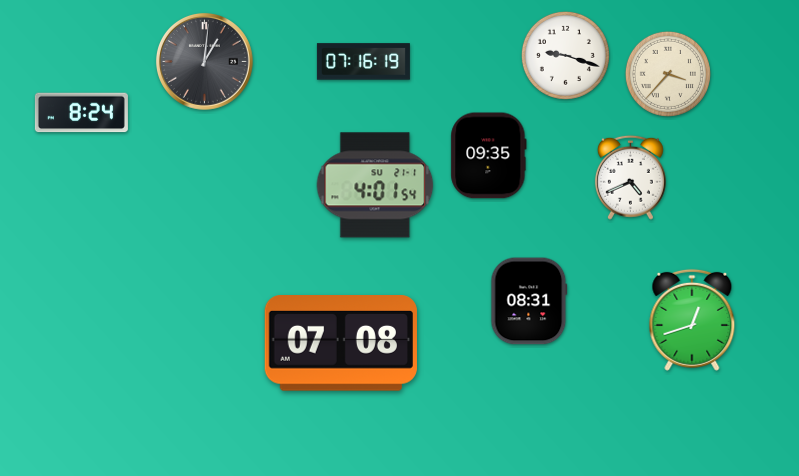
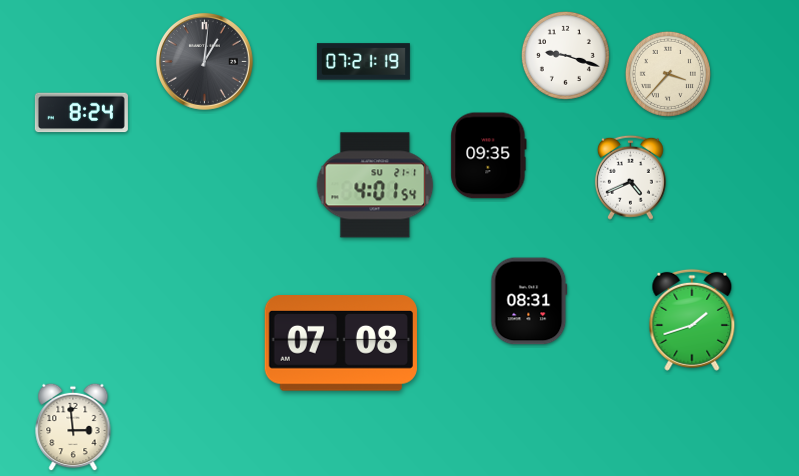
clock at (363, 62): 07:16 -> 07:21
clock at (692, 320): 12:42 -> 1:42
clock at (73, 427): none -> 2:59
